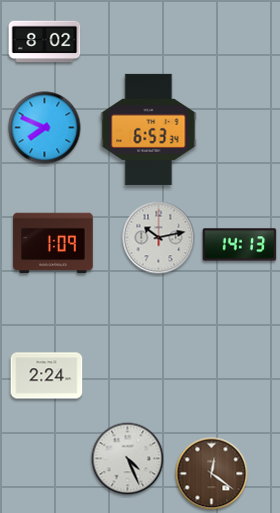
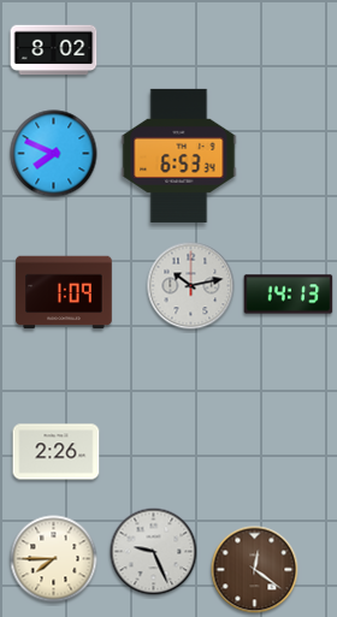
clock at (47, 376): 2:24 -> 2:26
clock at (128, 459): 4:26 -> 9:26
clock at (54, 559): none -> 7:45
